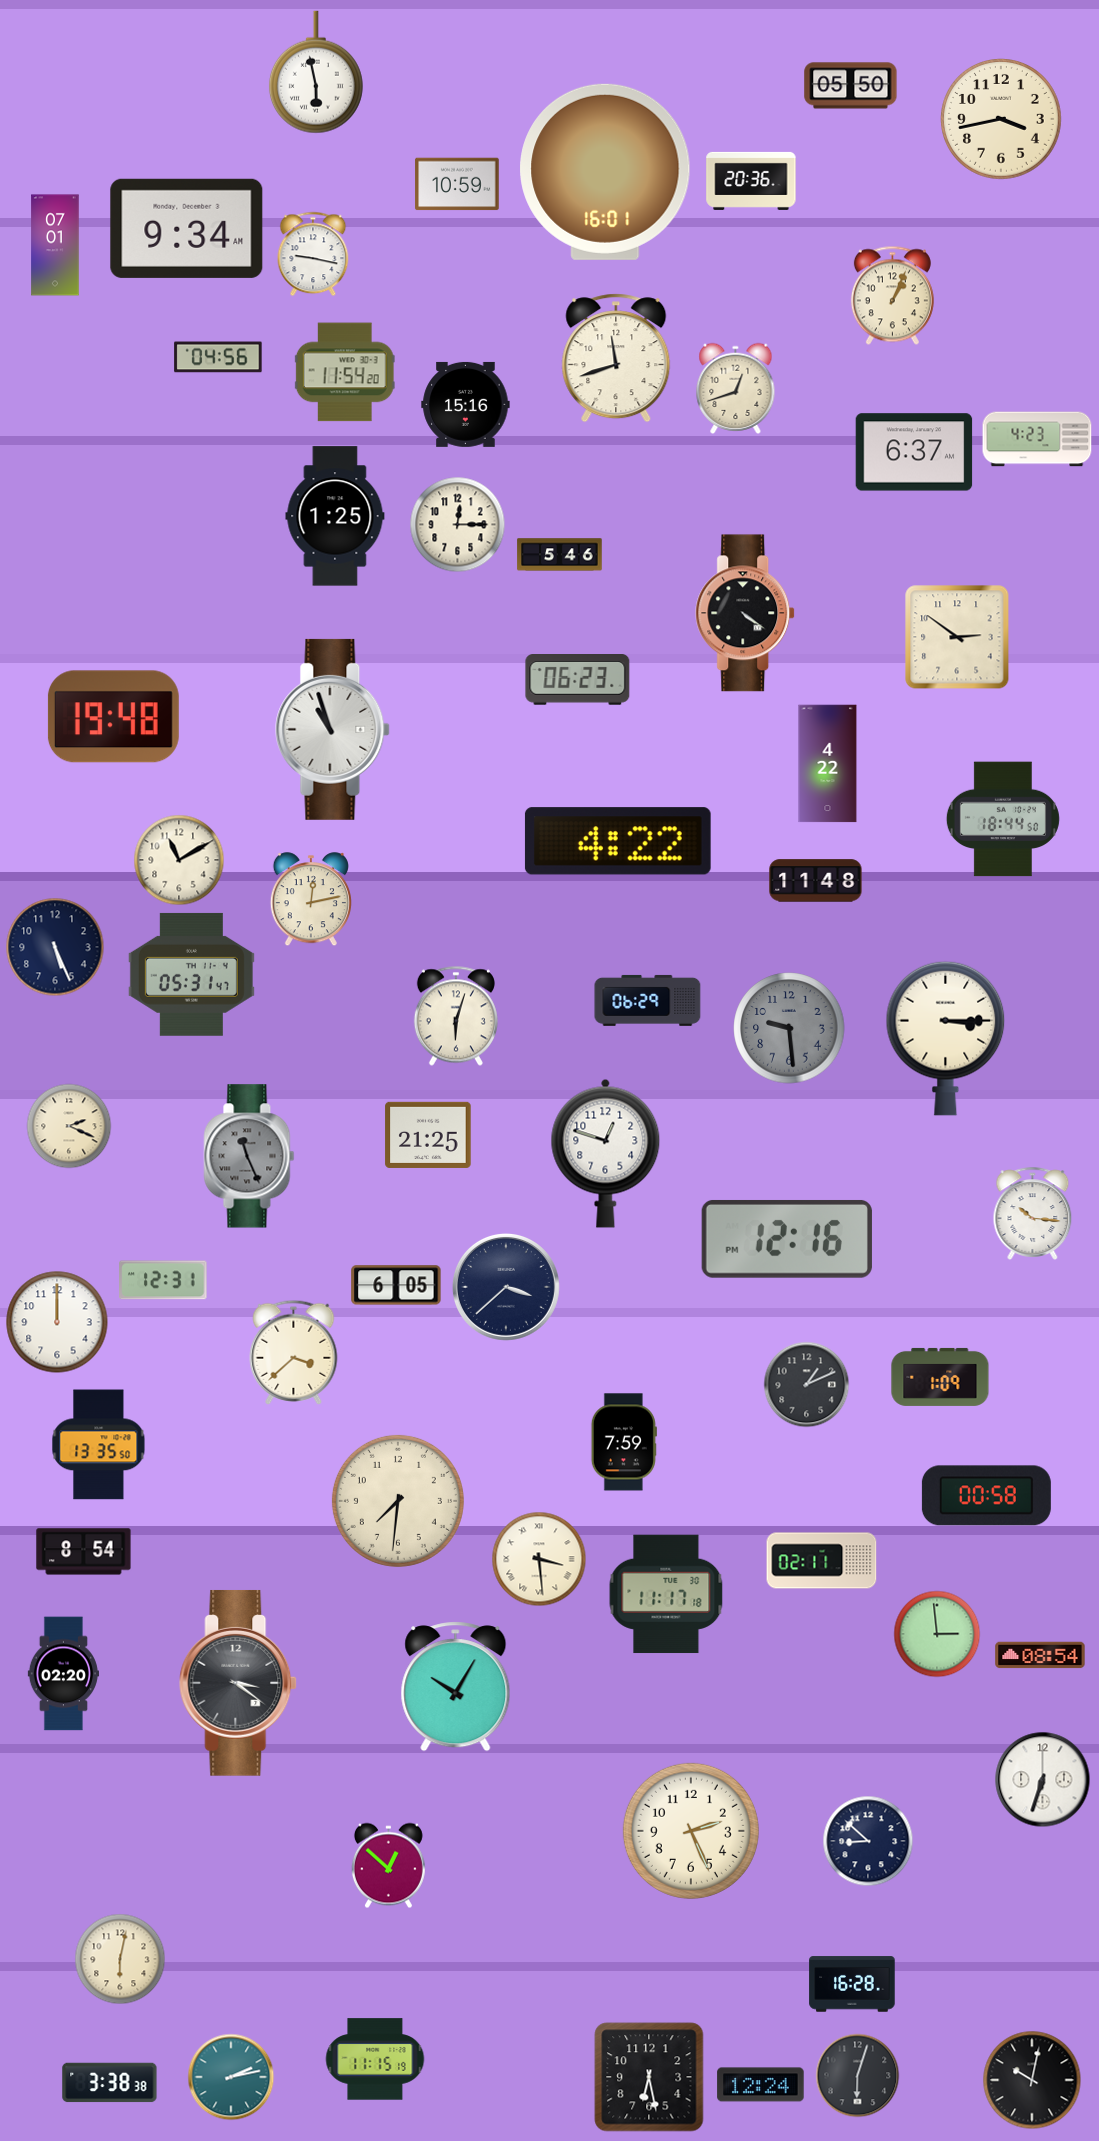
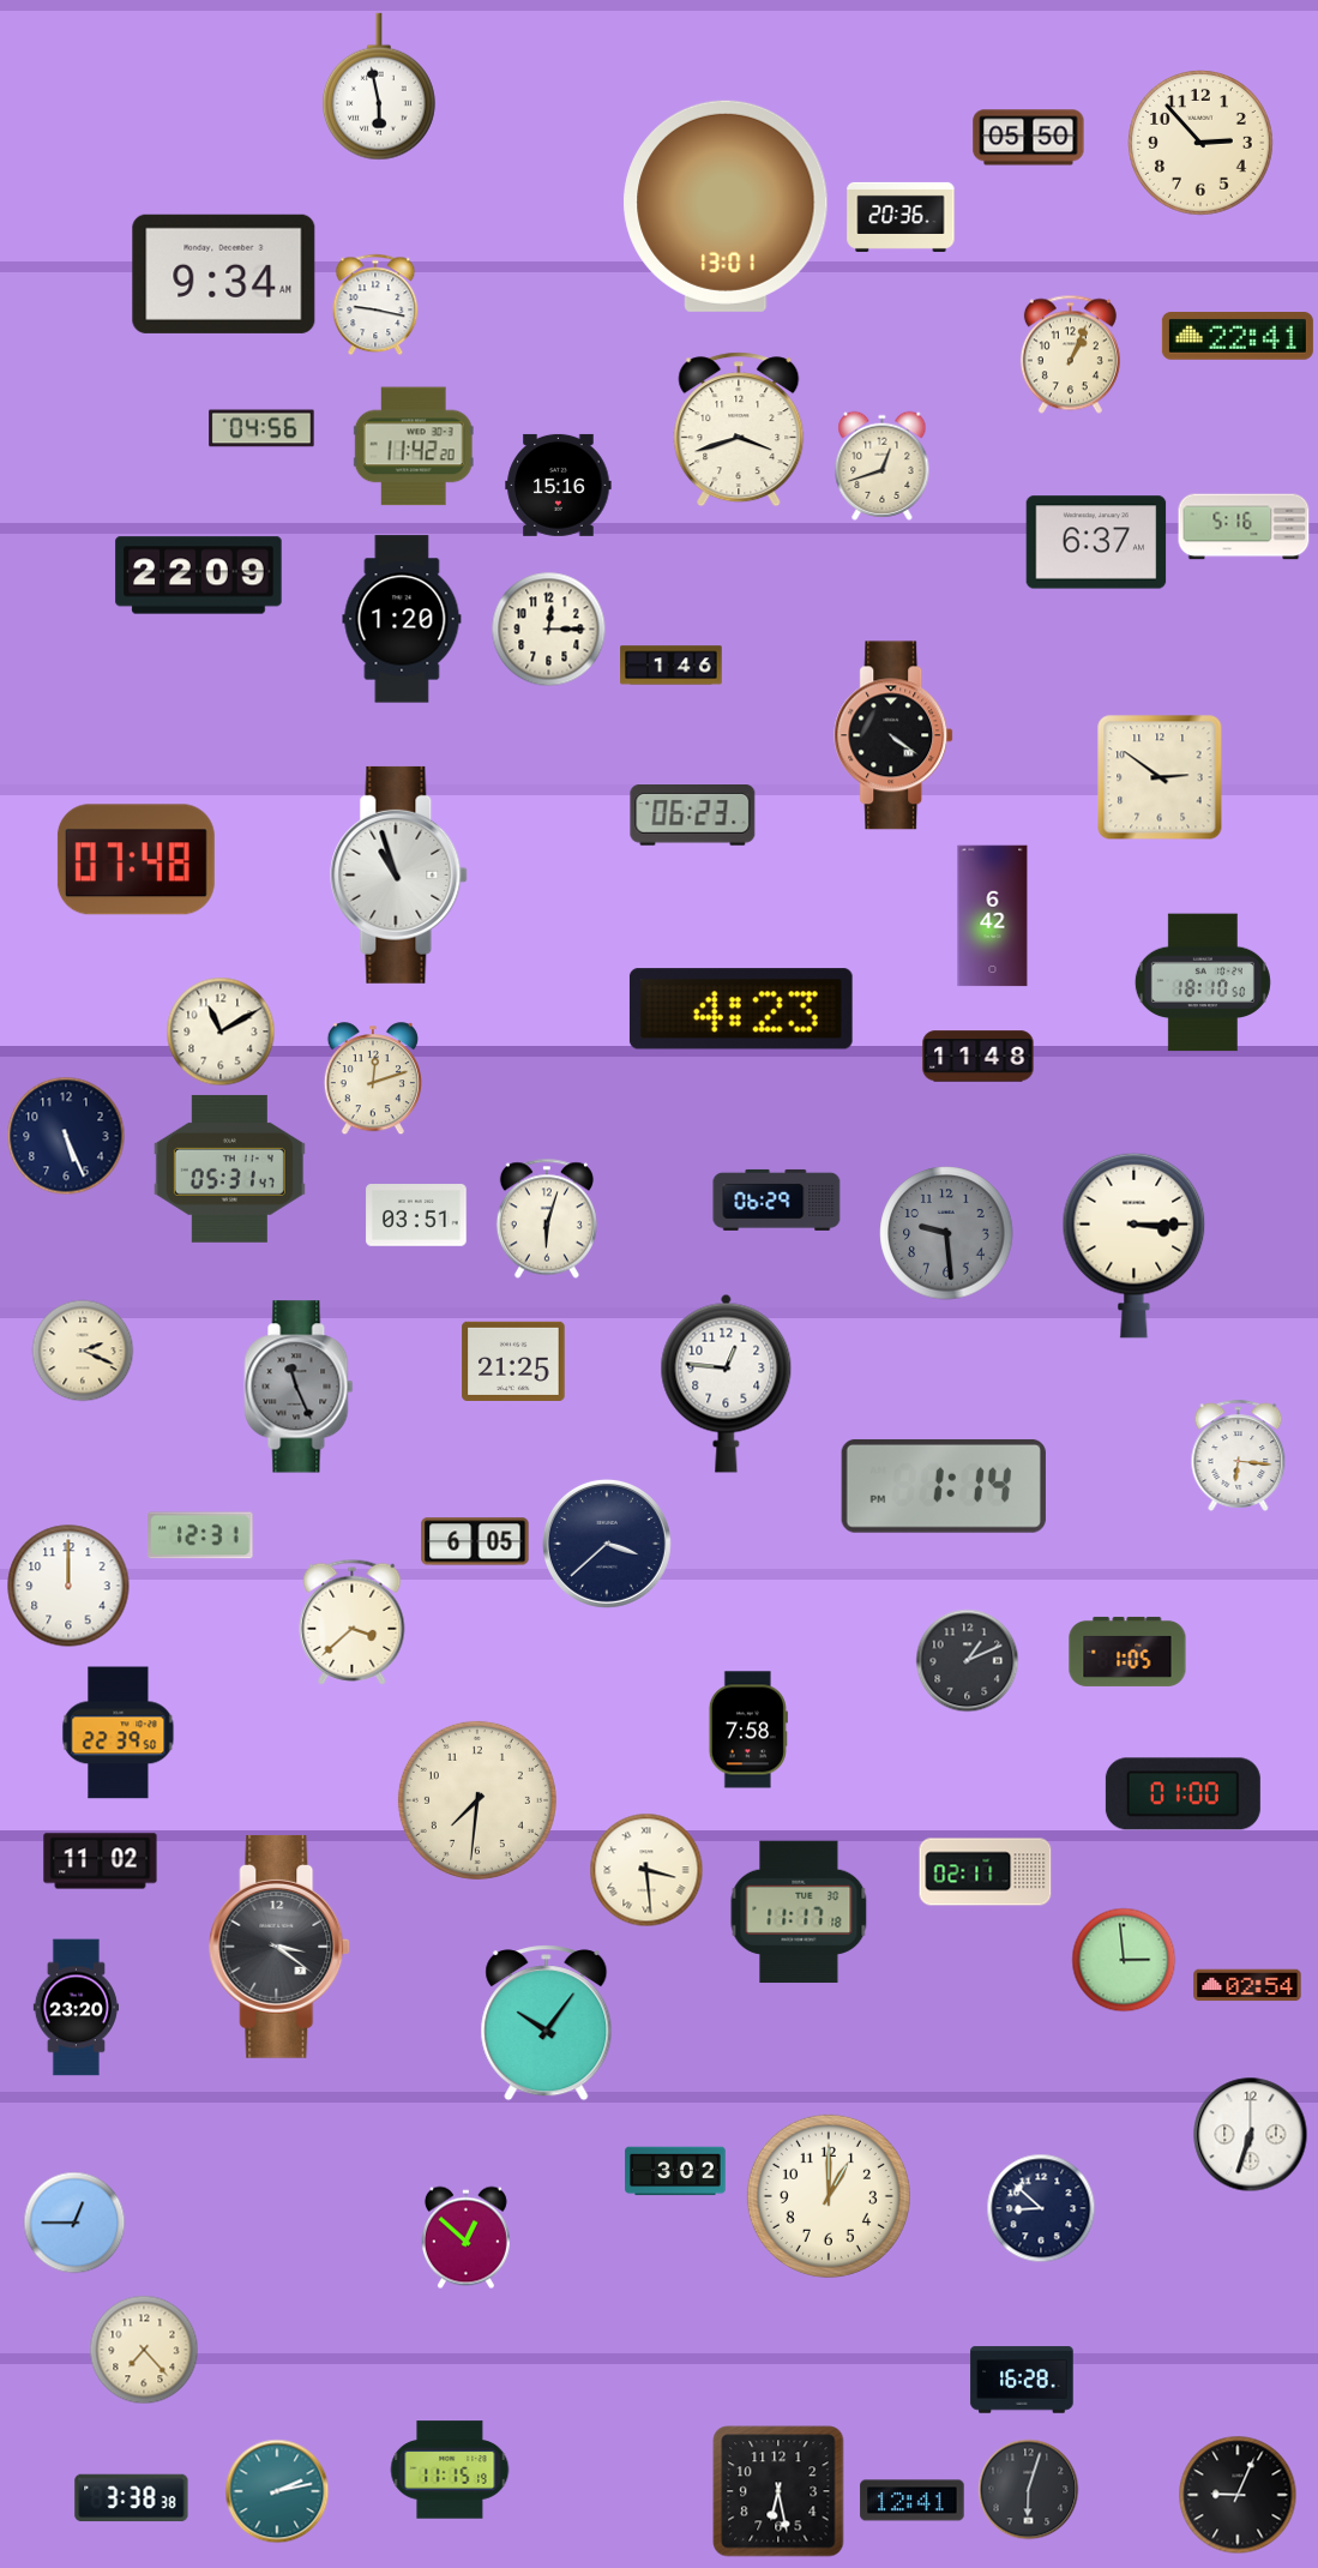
clock at (851, 86) position: (851, 86) -> (1029, 138)
clock at (1002, 120): 3:43 -> 2:53
clock at (605, 172): 16:01 -> 13:01
clock at (457, 184): 10:59 -> none
clock at (55, 245): 07:01 -> none
clock at (1238, 337): none -> 22:41
clock at (616, 358): 11:42 -> 3:42
clock at (345, 372): 11:54 -> 11:42
clock at (1037, 439): 4:23 -> 5:16
clock at (199, 576): none -> 22:09
clock at (335, 516): 1:25 -> 1:20
clock at (560, 555): 5:46 -> 1:46
clock at (957, 637) position: (957, 637) -> (1160, 777)
clock at (113, 717): 19:48 -> 07:48
clock at (828, 764): 4:22 -> 6:42
clock at (1003, 819): 18:44 -> 18:10
clock at (618, 841): 4:22 -> 4:23
clock at (179, 860) position: (179, 860) -> (221, 1032)
clock at (311, 899): 12:13 -> 12:12
clock at (416, 1216): none -> 03:51
clock at (606, 1153): 12:48 -> 12:46
clock at (1033, 1213): 10:16 -> 6:16
clock at (787, 1239): 12:16 -> 1:14
clock at (163, 1280) position: (163, 1280) -> (200, 1535)
clock at (940, 1377): 1:09 -> 1:05
clock at (624, 1442): 7:59 -> 7:58
clock at (99, 1445): 13:35 -> 22:39
clock at (986, 1496): 00:58 -> 01:00
clock at (84, 1552): 8:54 -> 11:02
clock at (1040, 1655): 08:54 -> 02:54
clock at (63, 1674): 02:20 -> 23:20
clock at (239, 1683) position: (239, 1683) -> (281, 1947)
clock at (456, 1687): 10:05 -> 10:06
clock at (675, 2171): none -> 3:02
clock at (691, 1831): 2:26 -> 1:00
clock at (74, 2223): none -> 12:45
clock at (120, 1959): 6:02 -> 7:23
clock at (1032, 2080): 10:02 -> 9:04
clock at (761, 2085): 12:24 -> 12:41
